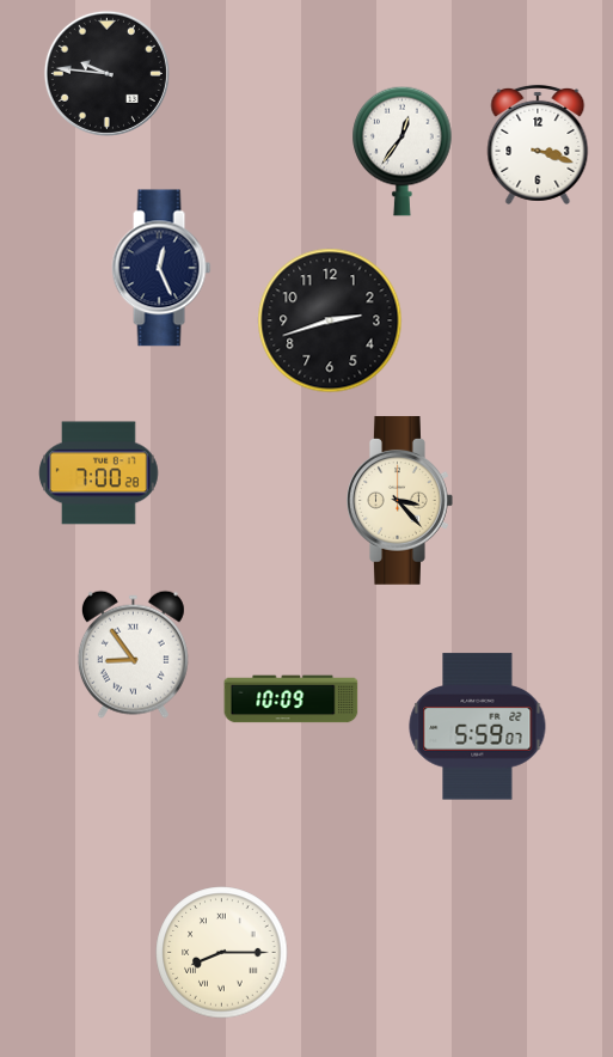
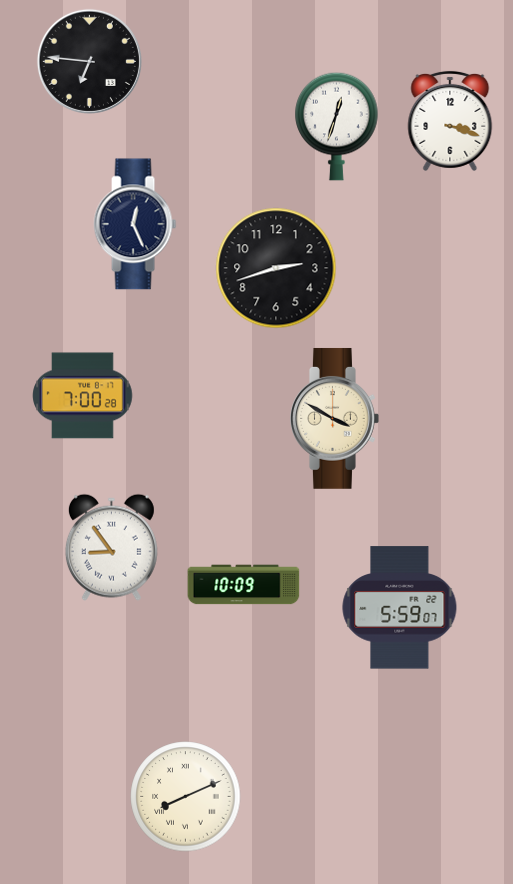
clock at (106, 73): 9:46 -> 6:46
clock at (403, 151): 12:36 -> 12:33
clock at (400, 500): 3:23 -> 3:50
clock at (222, 953): 8:15 -> 8:11
